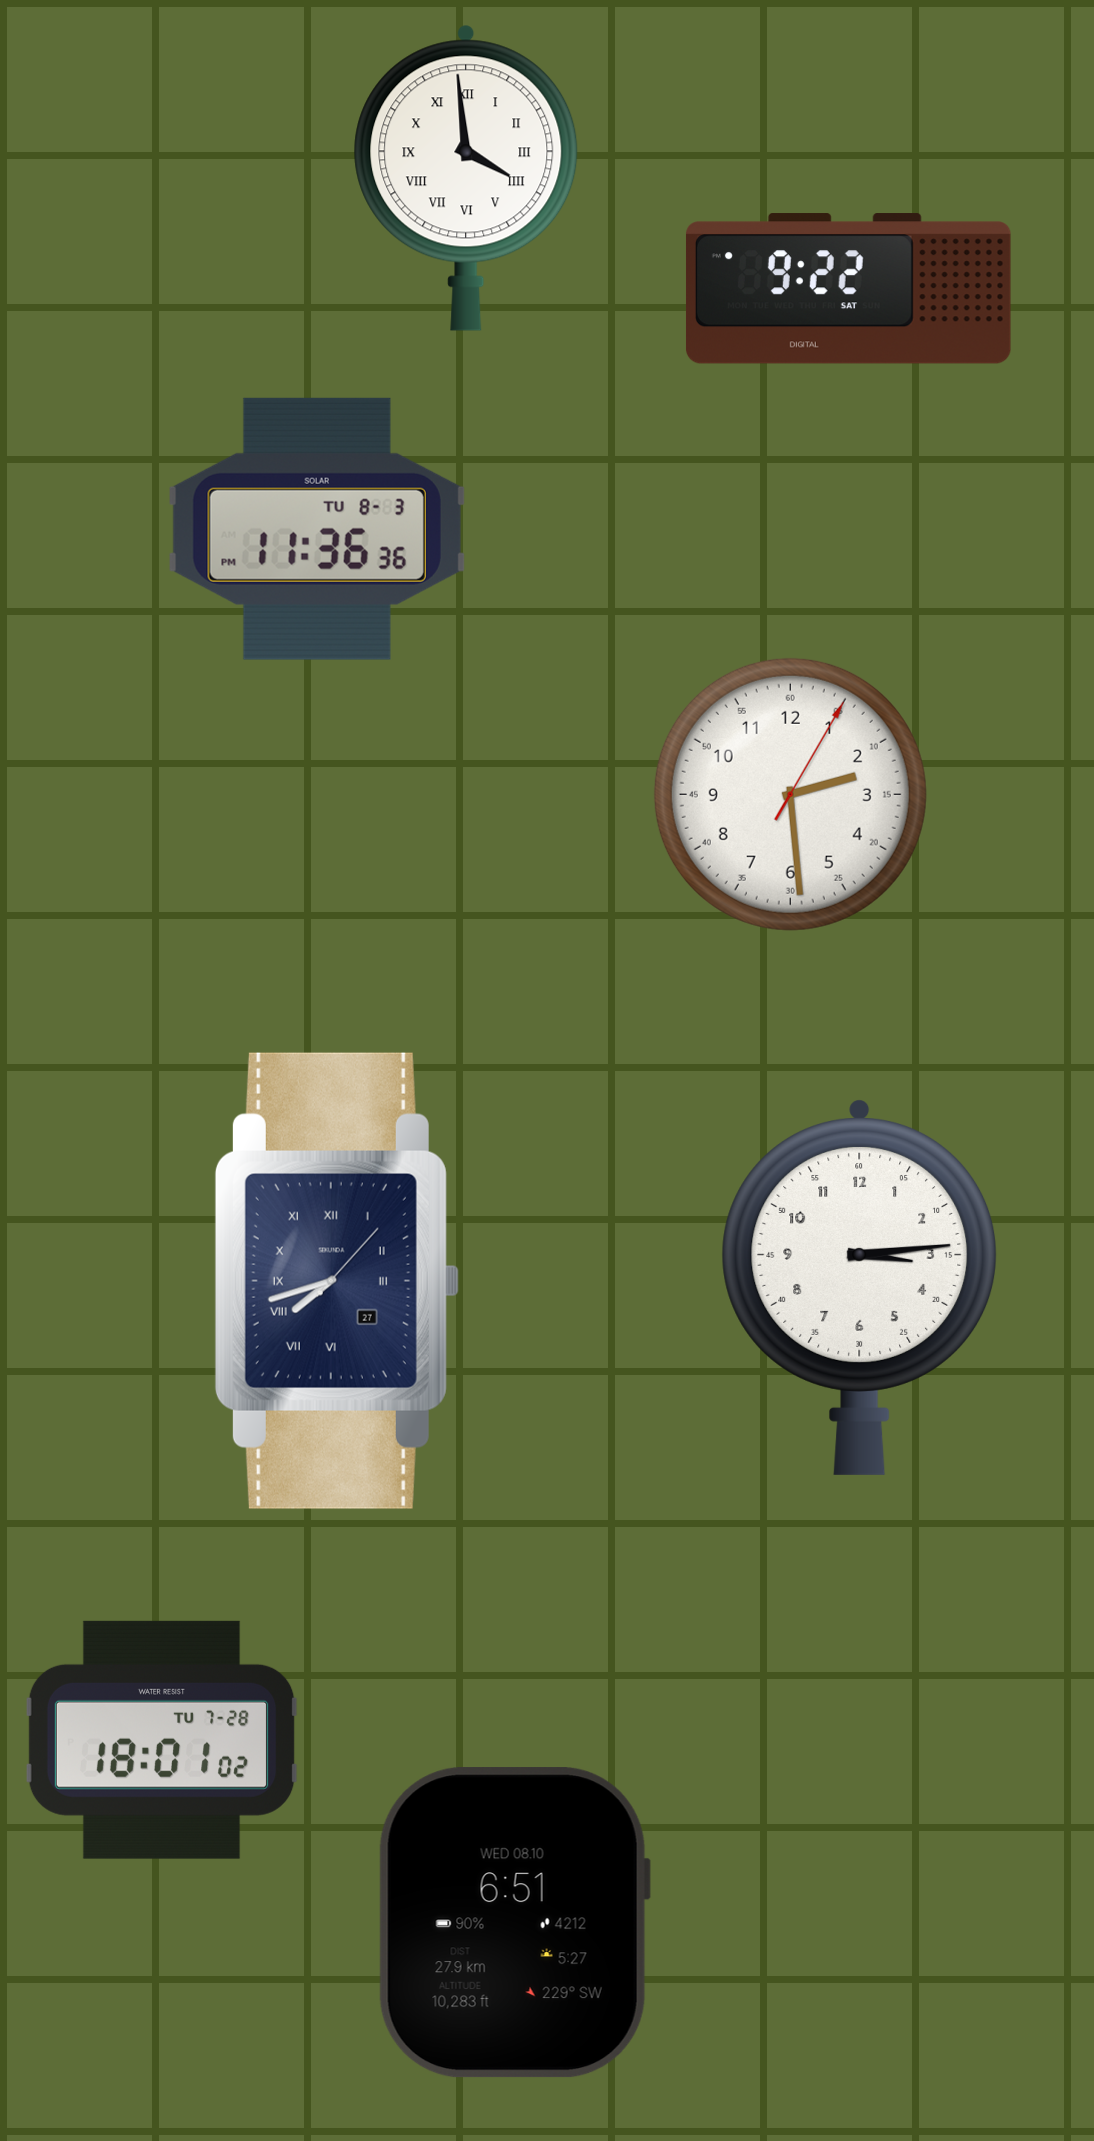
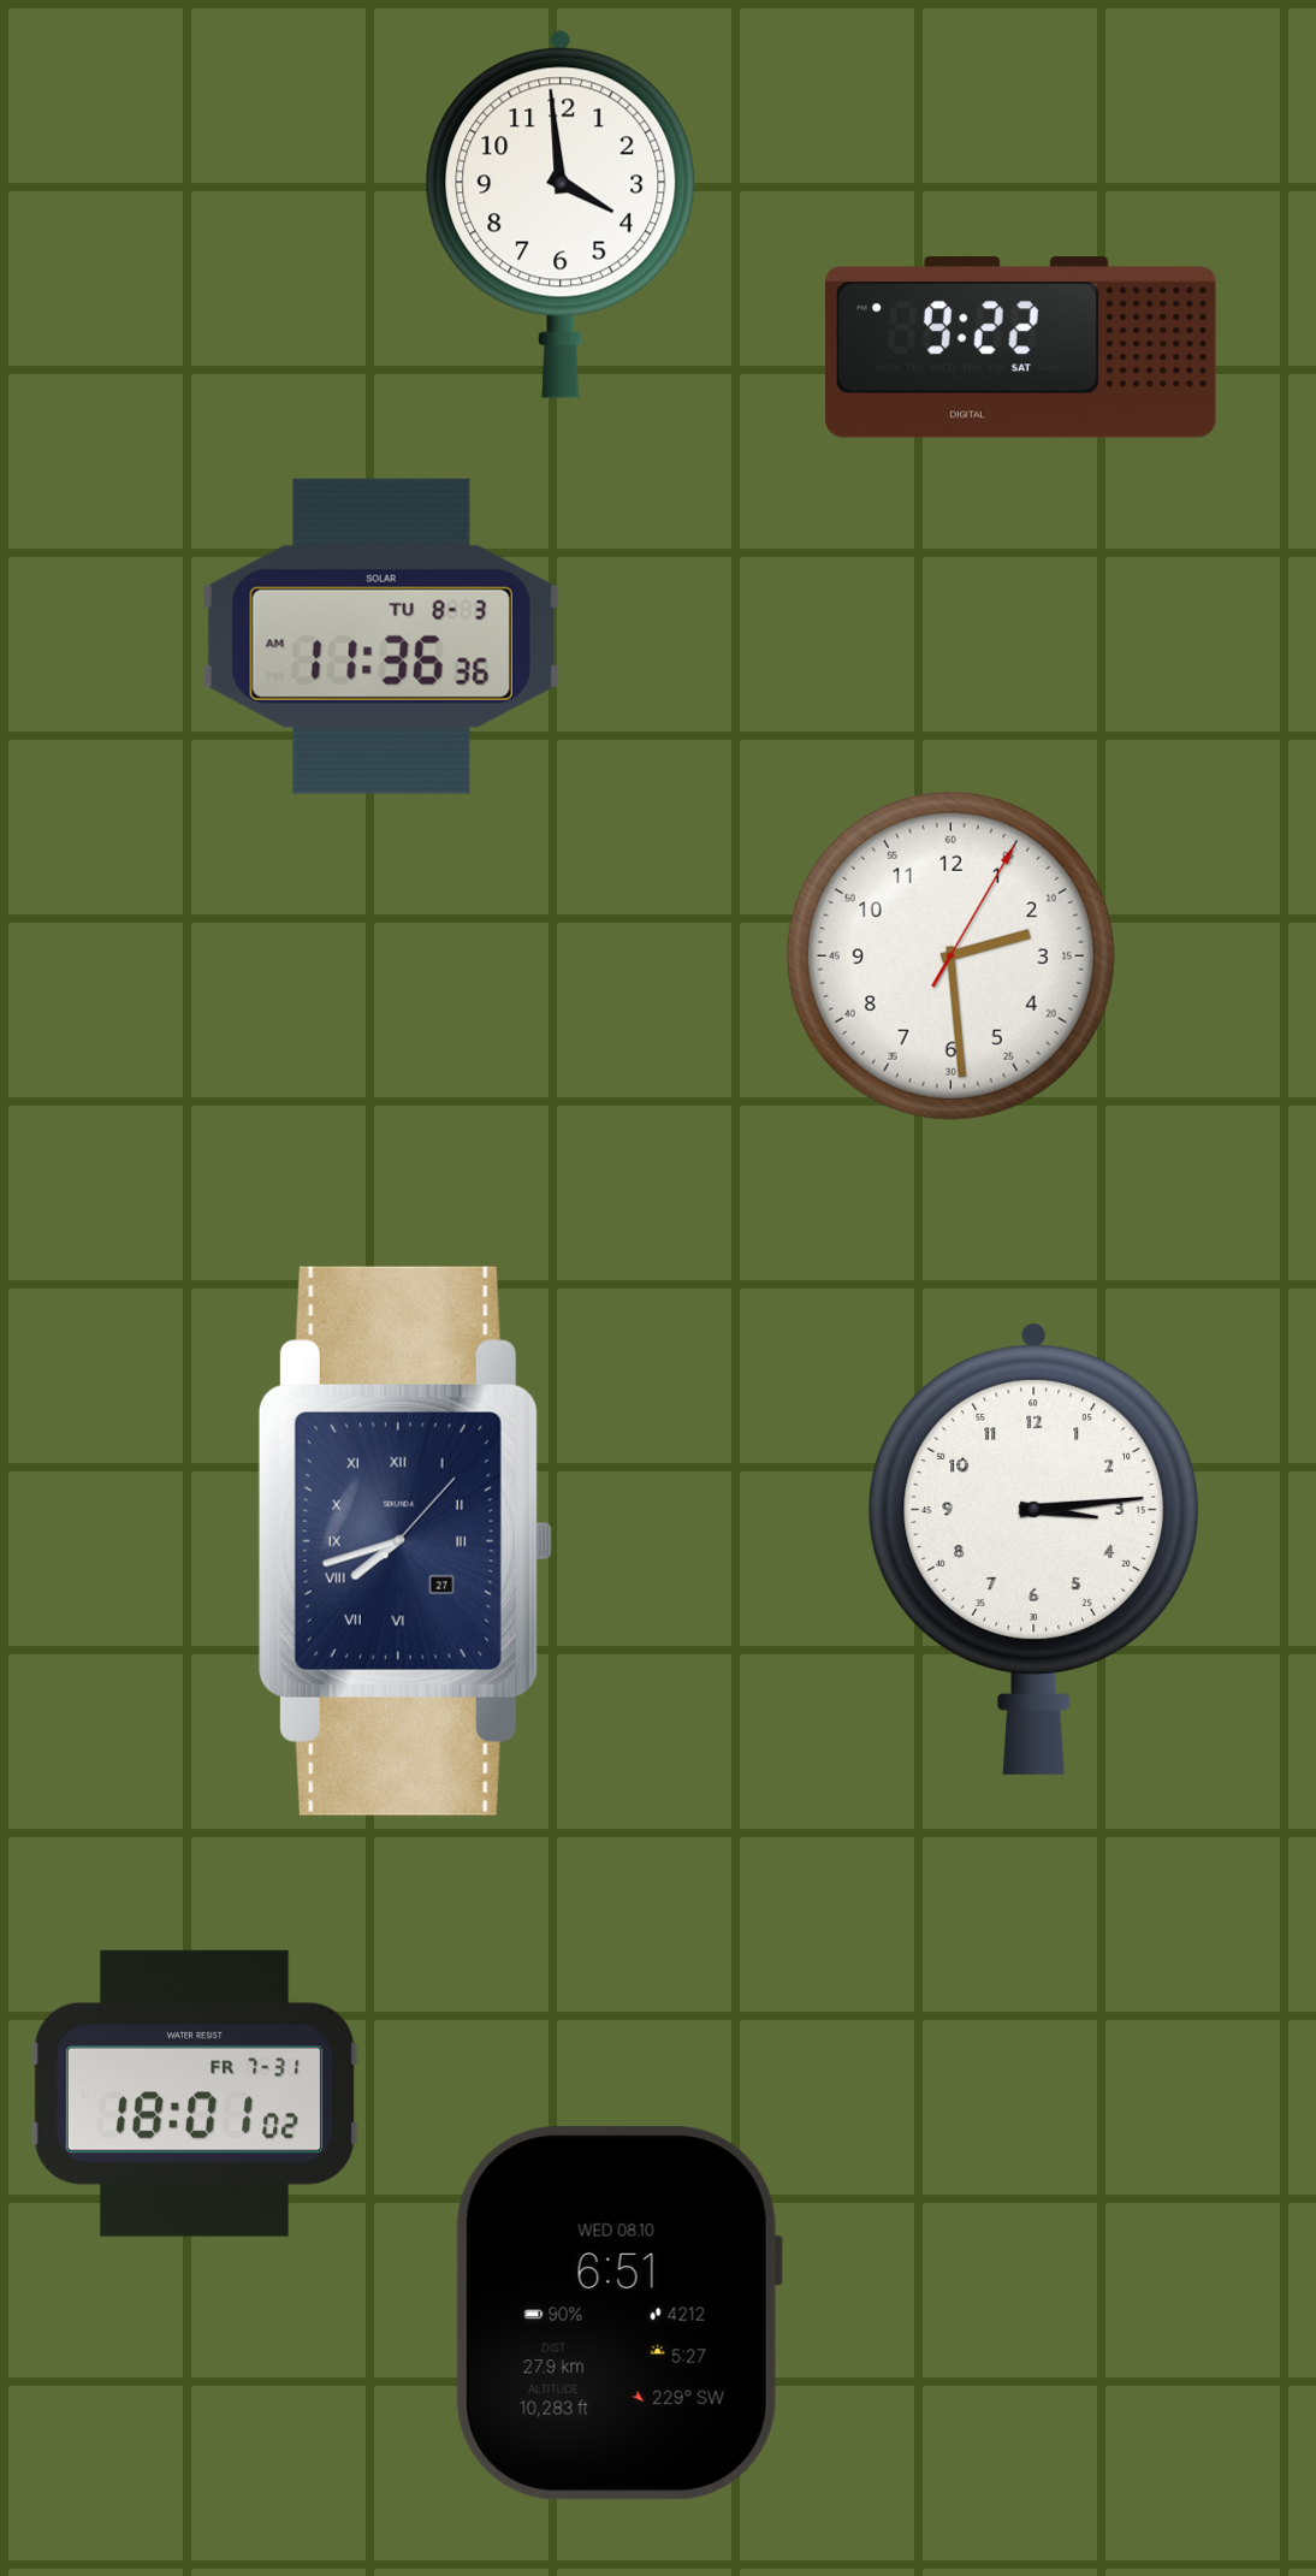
clock at (466, 178) numerals: Roman -> Arabic
clock at (317, 529): 11:36:36 PM -> 11:36:36 AM
clock at (162, 1740) date: TU 7-28 -> FR 7-31
